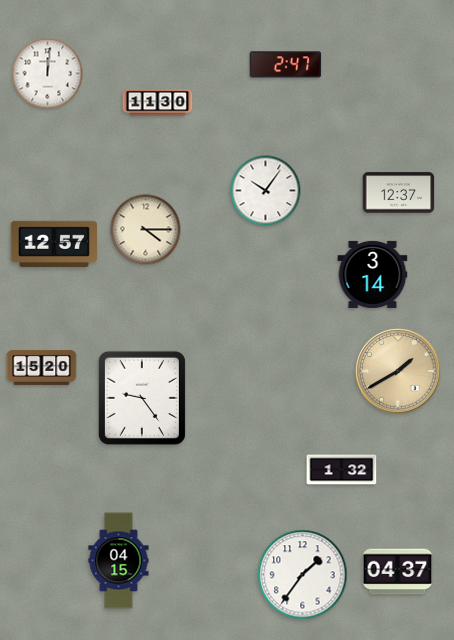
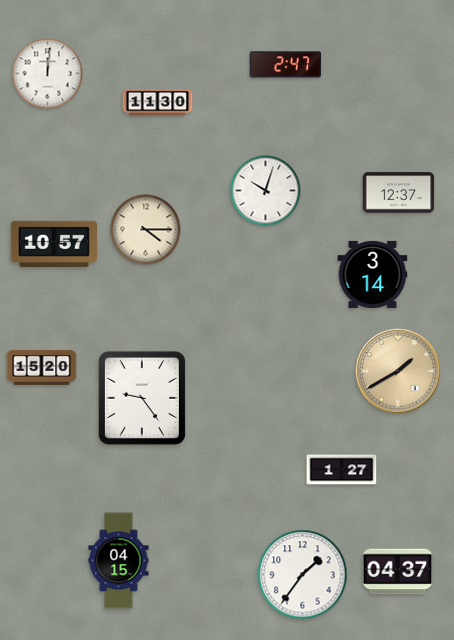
clock at (266, 191): 10:06 -> 10:03
clock at (54, 243): 12:57 -> 10:57
clock at (342, 470): 1:32 -> 1:27
